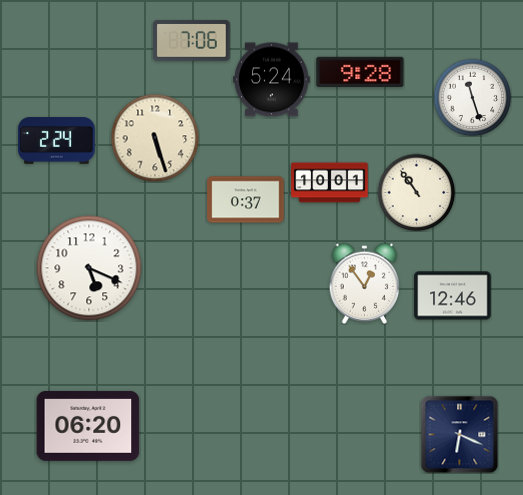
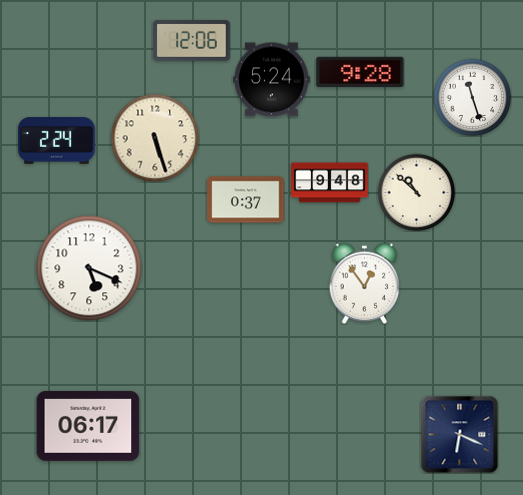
clock at (192, 41): 7:06 -> 12:06
clock at (330, 183): 10:01 -> 9:48
clock at (416, 192): 10:54 -> 10:52
clock at (453, 296): 12:46 -> none
clock at (88, 426): 06:20 -> 06:17
